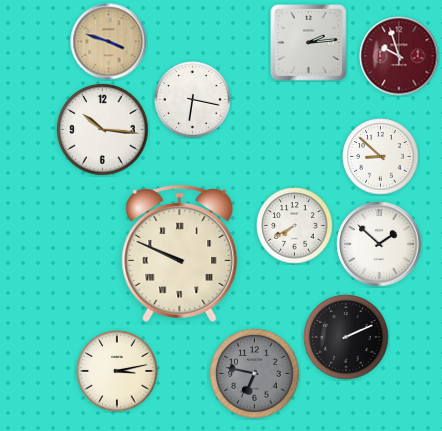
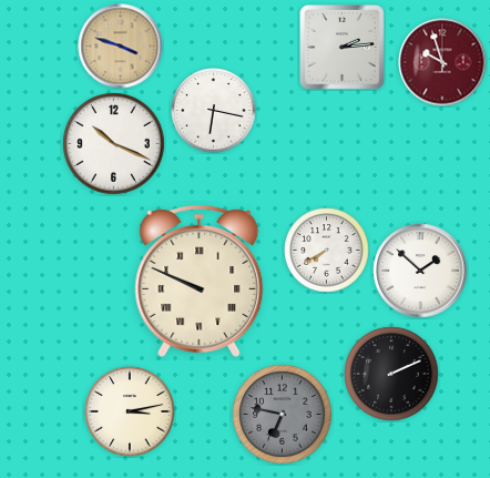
clock at (103, 130): 10:16 -> 10:19
clock at (381, 157): 8:52 -> none
clock at (346, 337) position: (346, 337) -> (391, 374)
